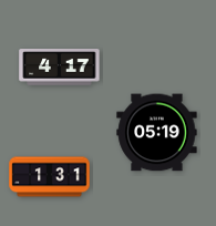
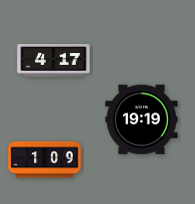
clock at (157, 133): 05:19 -> 19:19
clock at (50, 177): 1:31 -> 1:09
